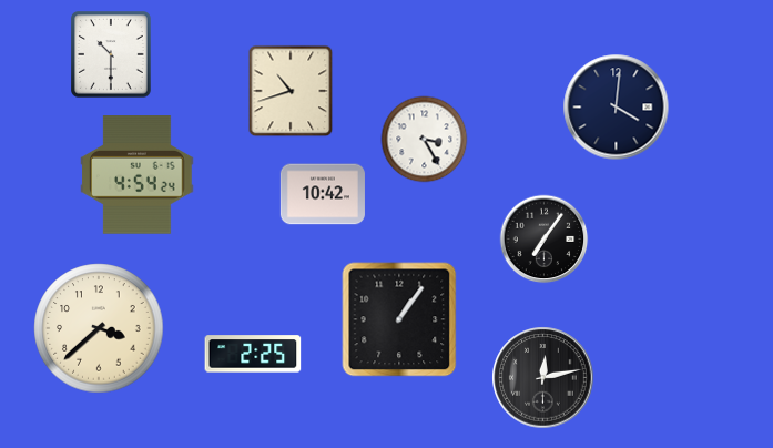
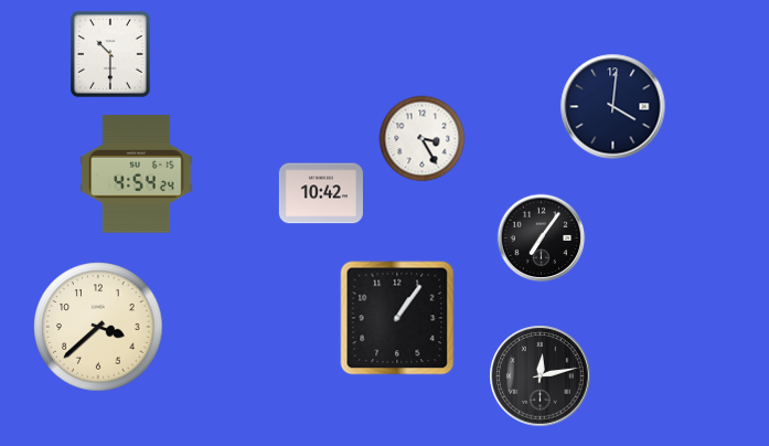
clock at (291, 91): 10:42 -> none
clock at (253, 354): 2:25 -> none
